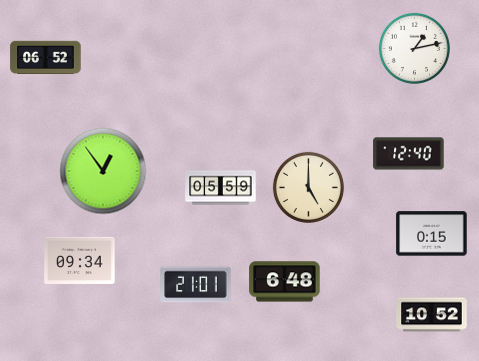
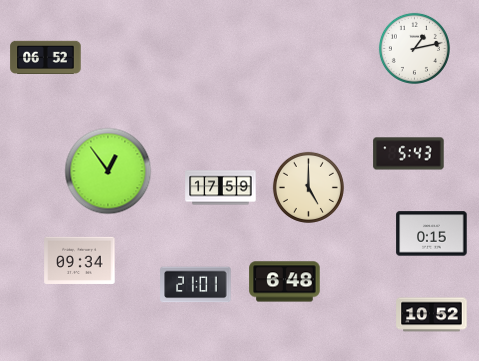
clock at (409, 154): 12:40 -> 5:43
clock at (103, 171) position: (103, 171) -> (108, 171)
clock at (221, 188): 05:59 -> 17:59
